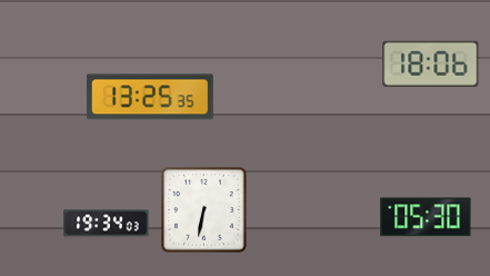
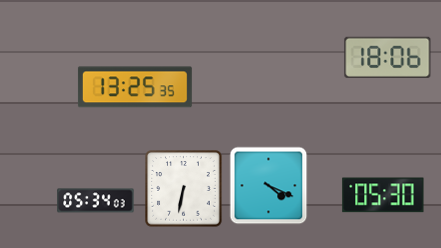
clock at (268, 185): none -> 4:19
clock at (107, 224): 19:34 -> 05:34
